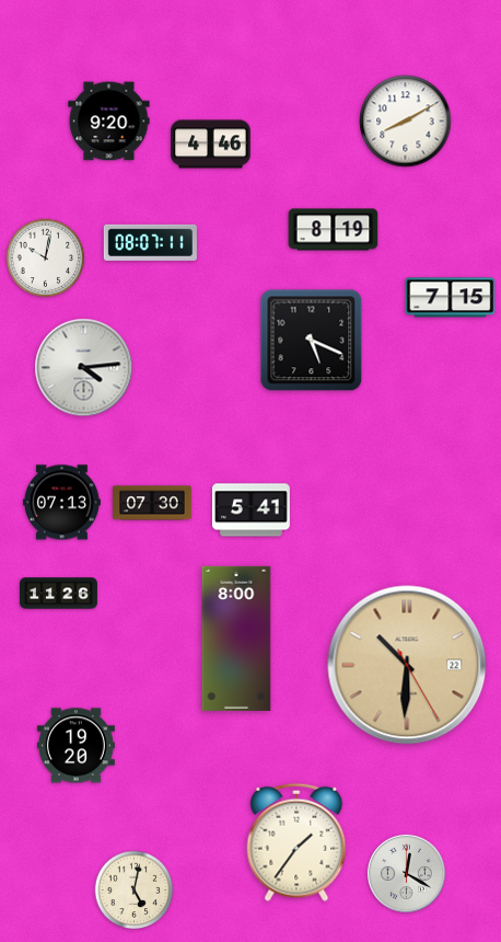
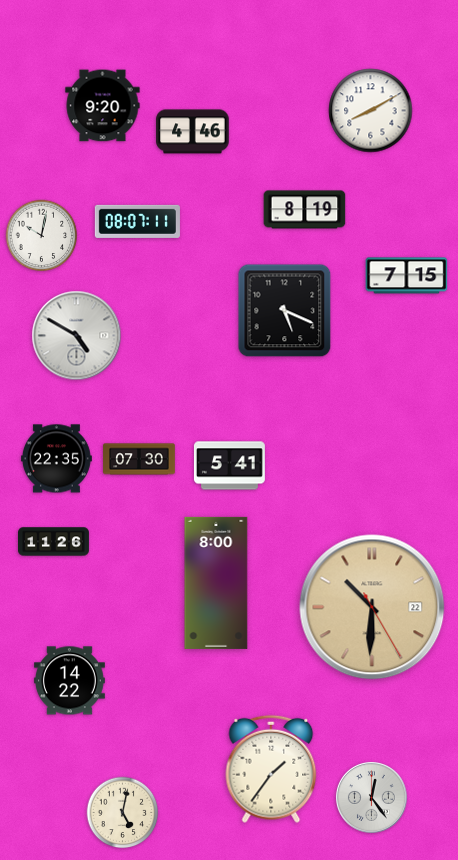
clock at (109, 122) position: (109, 122) -> (103, 106)
clock at (451, 298) position: (451, 298) -> (407, 276)
clock at (84, 368): 4:14 -> 4:50
clock at (61, 503): 07:13 -> 22:35
clock at (75, 746): 19:20 -> 14:22
clock at (406, 873): 12:20 -> 12:24
